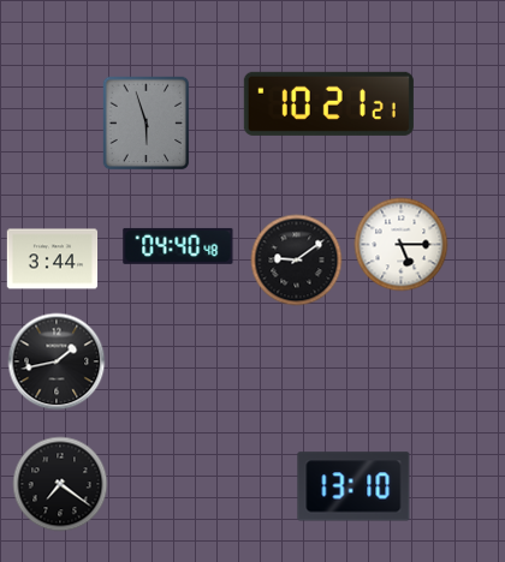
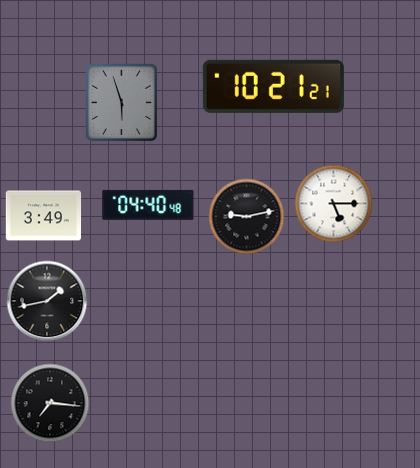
clock at (53, 259): 3:44 -> 3:49
clock at (297, 261): 9:09 -> 9:13
clock at (60, 484): 7:21 -> 7:16
clock at (353, 486): 13:10 -> none
